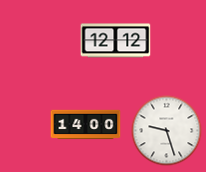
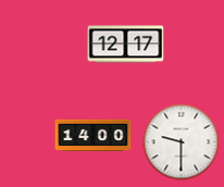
clock at (116, 41): 12:12 -> 12:17
clock at (167, 131): 9:27 -> 9:30
